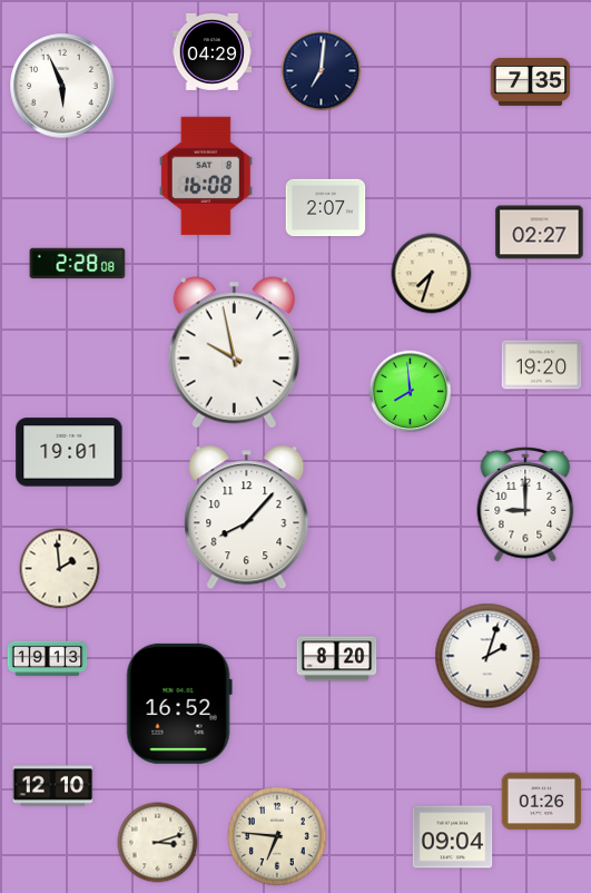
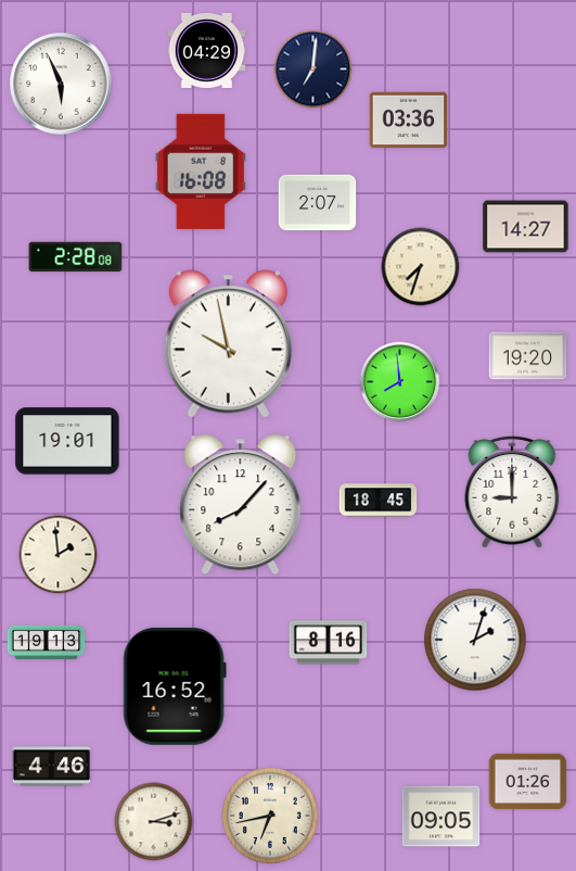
clock at (531, 81): 7:35 -> none
clock at (409, 121): none -> 03:36
clock at (540, 233): 02:27 -> 14:27
clock at (379, 501): none -> 18:45
clock at (337, 659): 8:20 -> 8:16
clock at (53, 786): 12:10 -> 4:46
clock at (277, 836): 6:46 -> 6:43
clock at (453, 837): 09:04 -> 09:05
